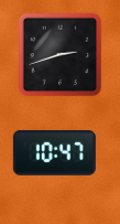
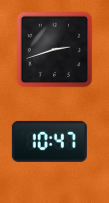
clock at (54, 152) position: (54, 152) -> (49, 141)
